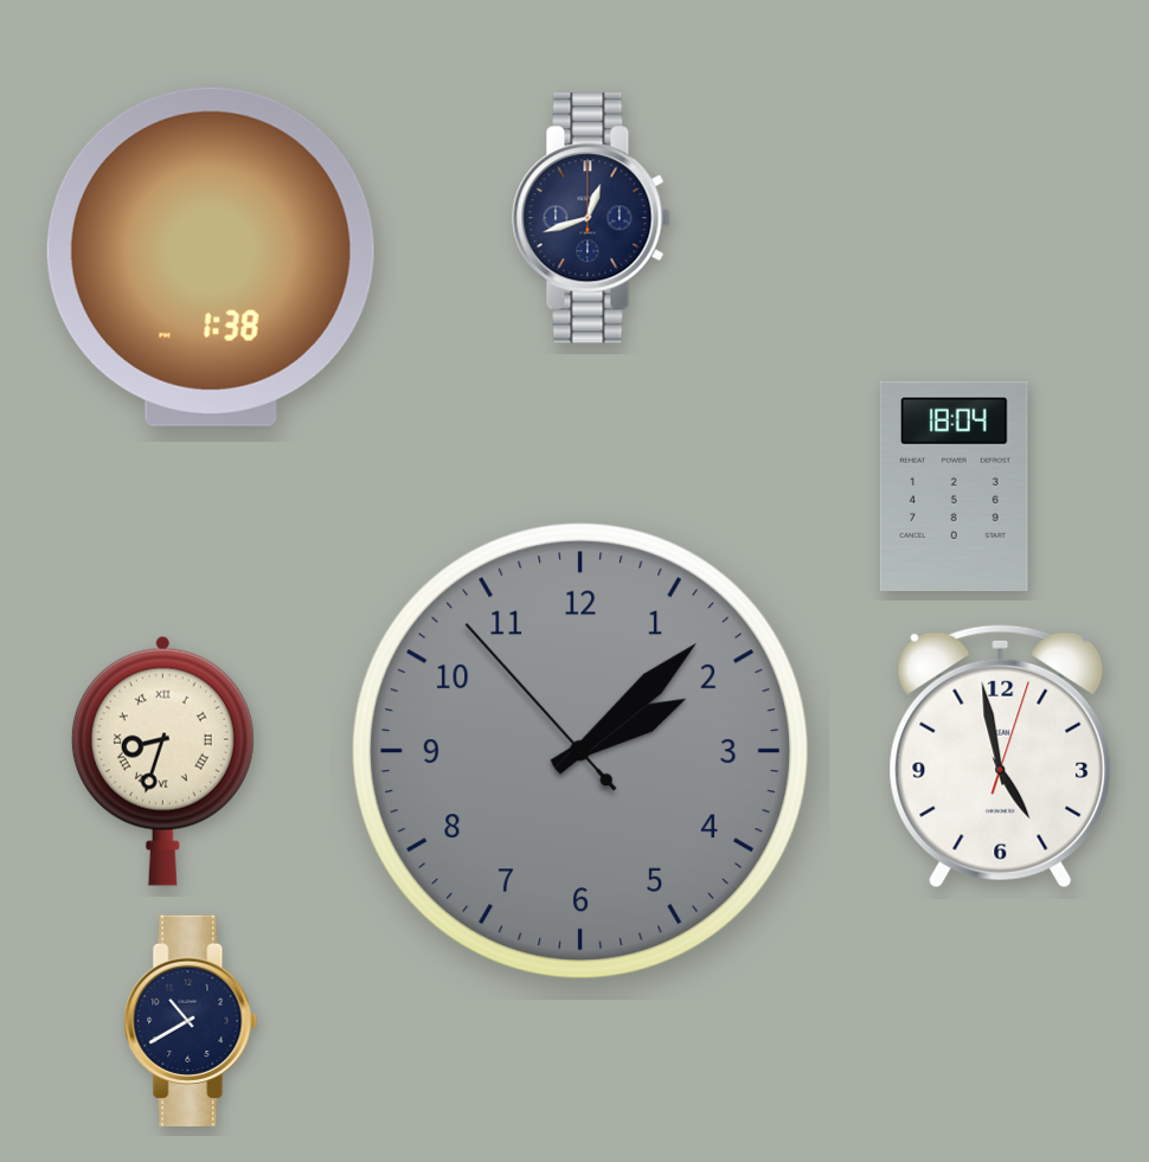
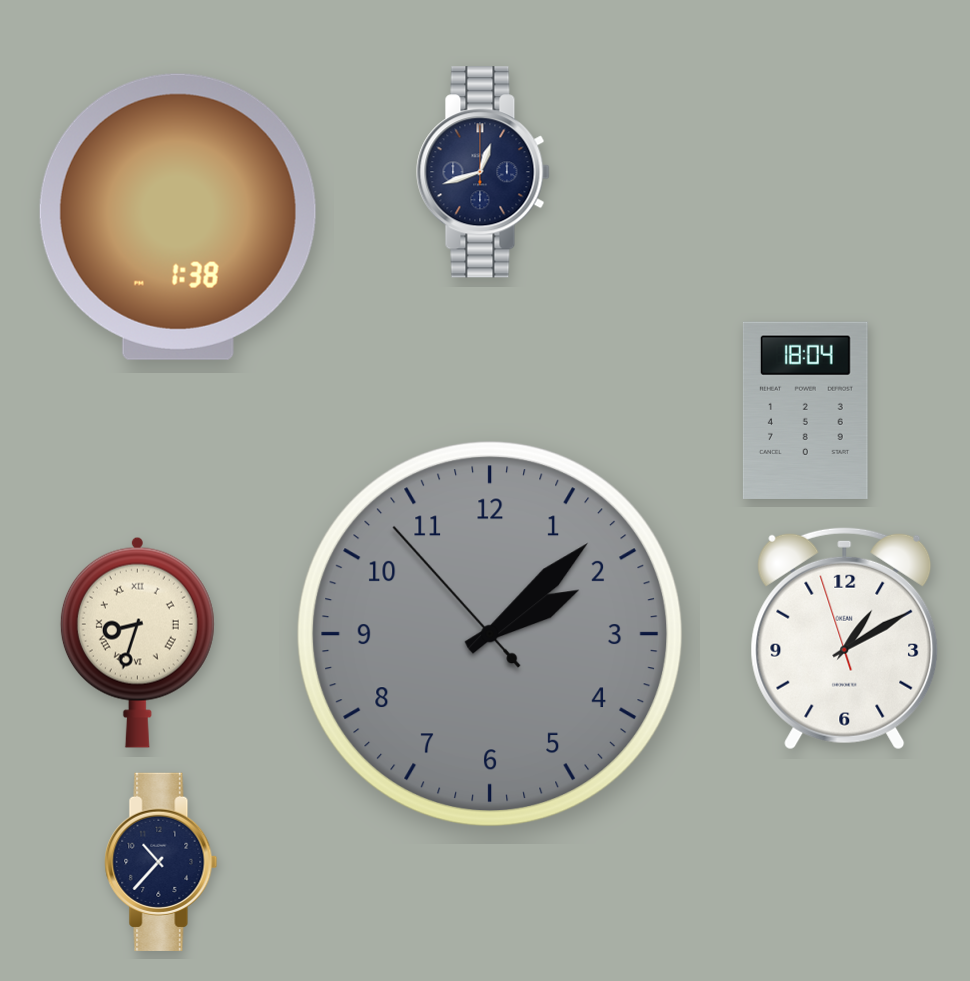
clock at (591, 218) position: (591, 218) -> (483, 172)
clock at (1001, 756): 4:58 -> 1:09
clock at (191, 1021): 10:40 -> 10:37
